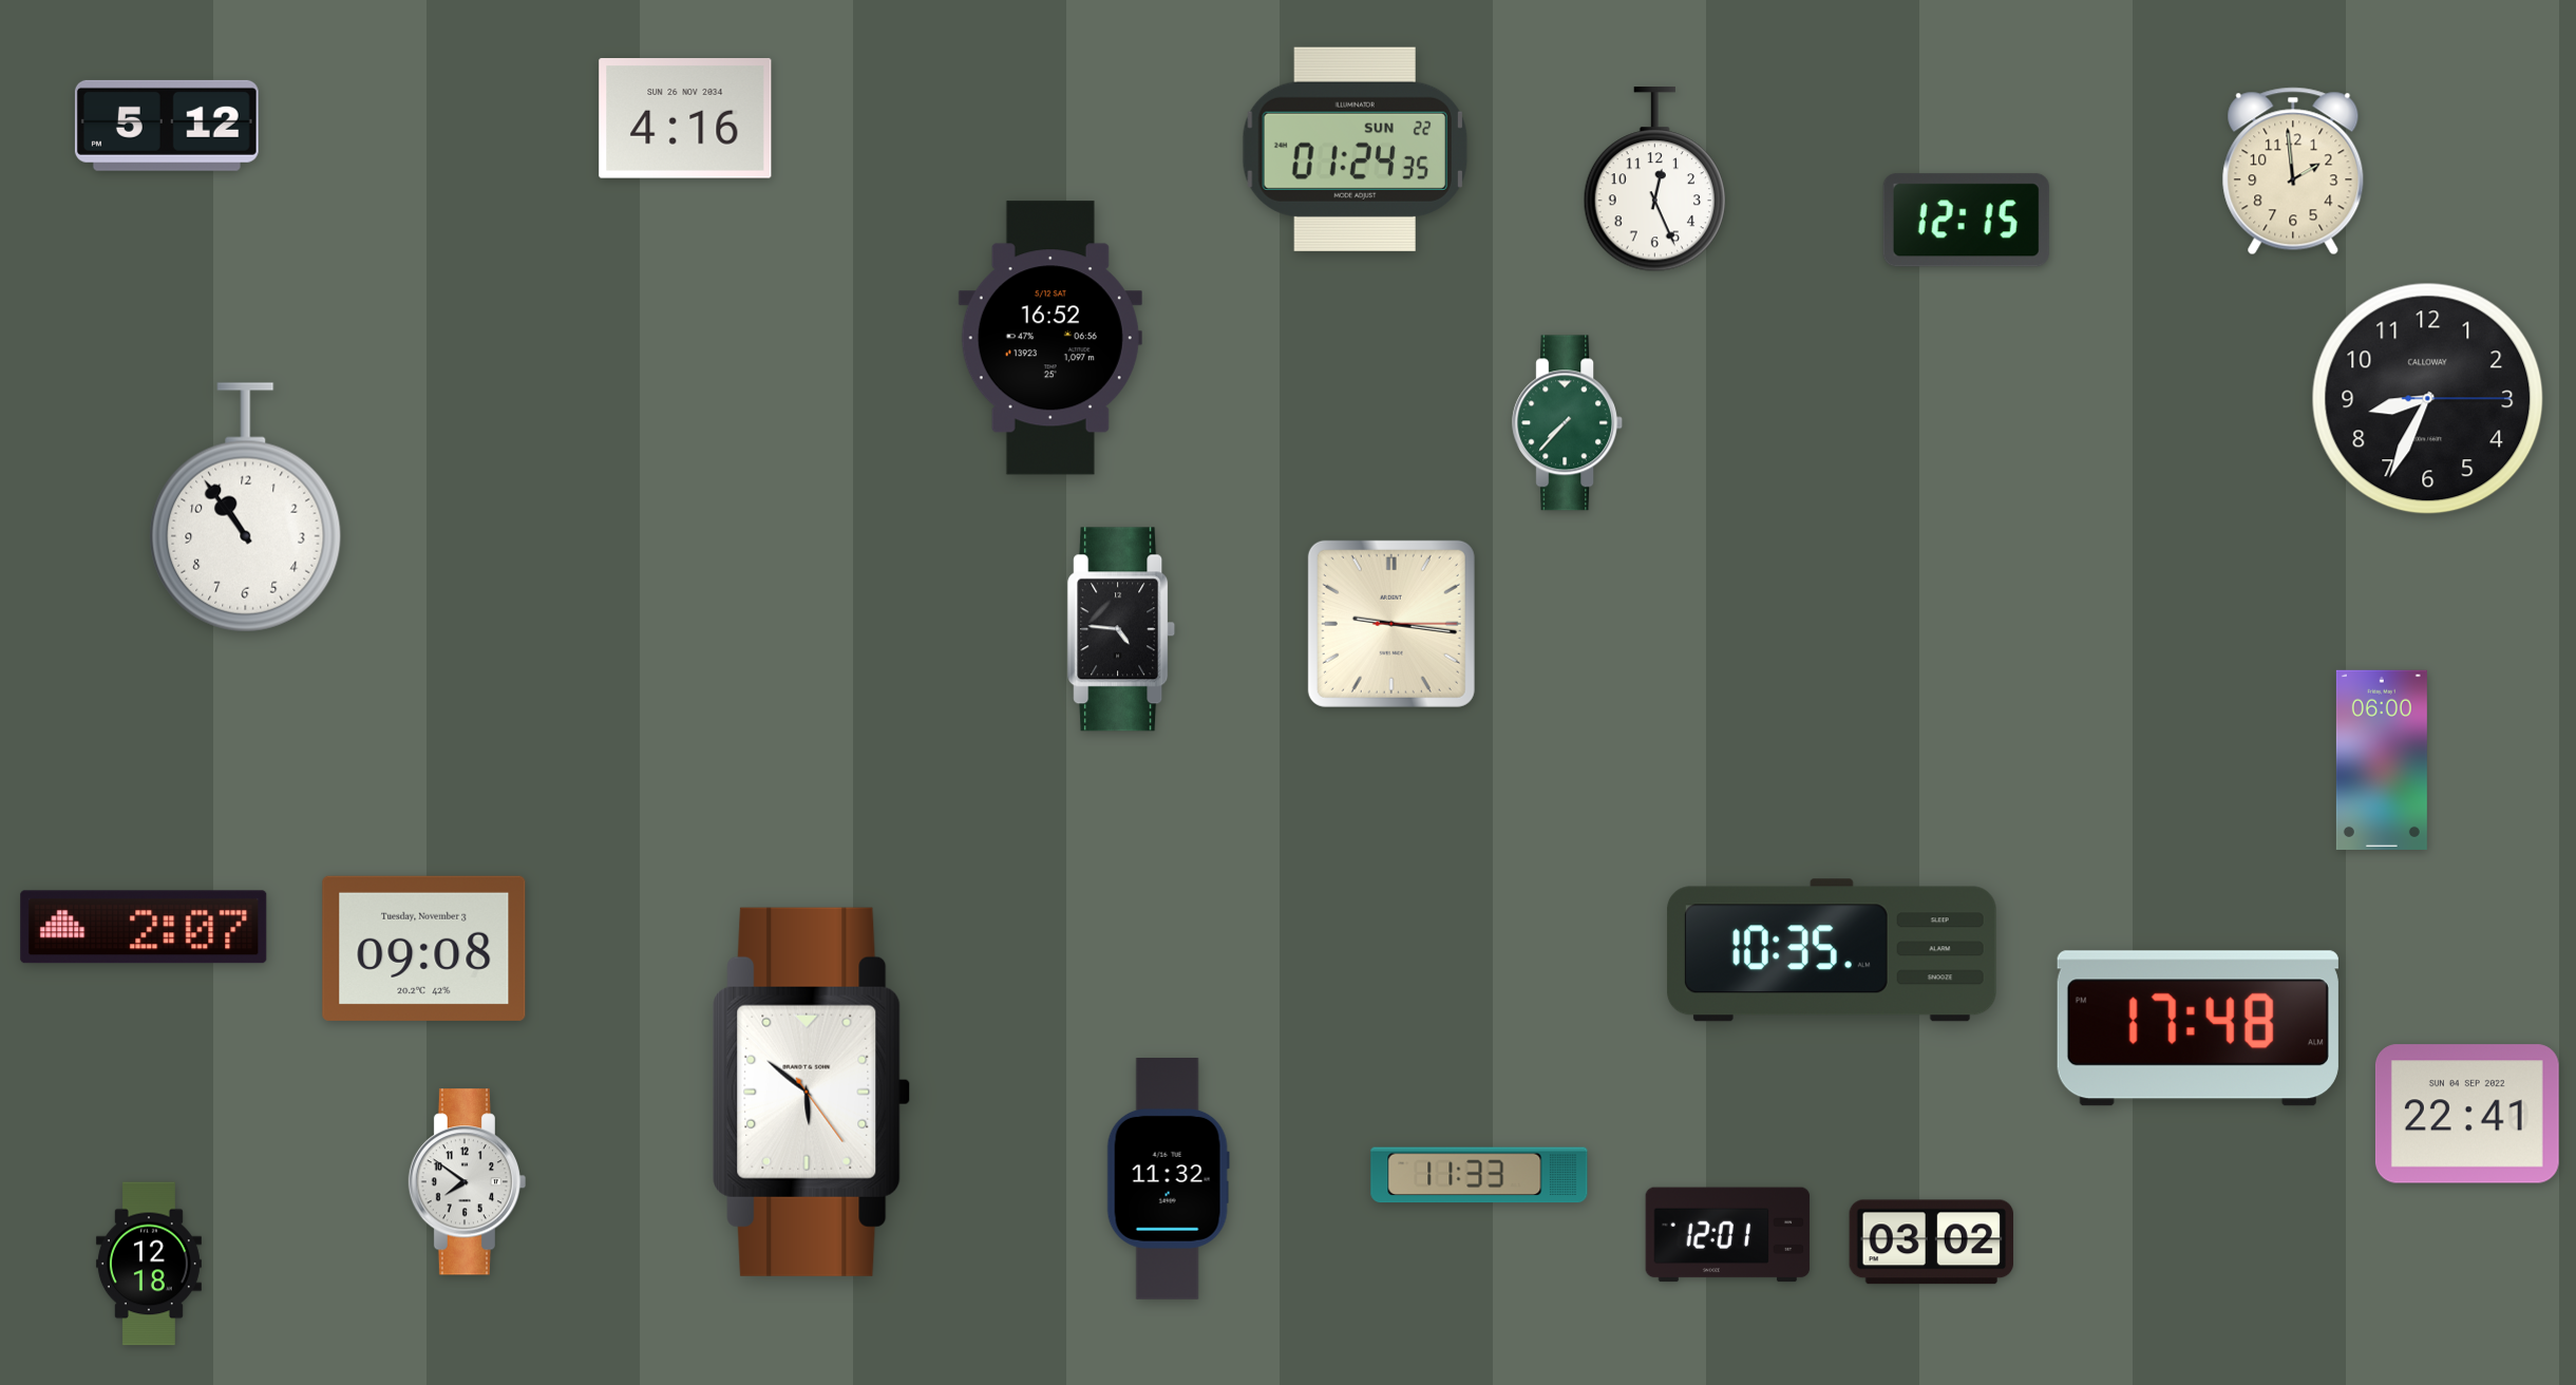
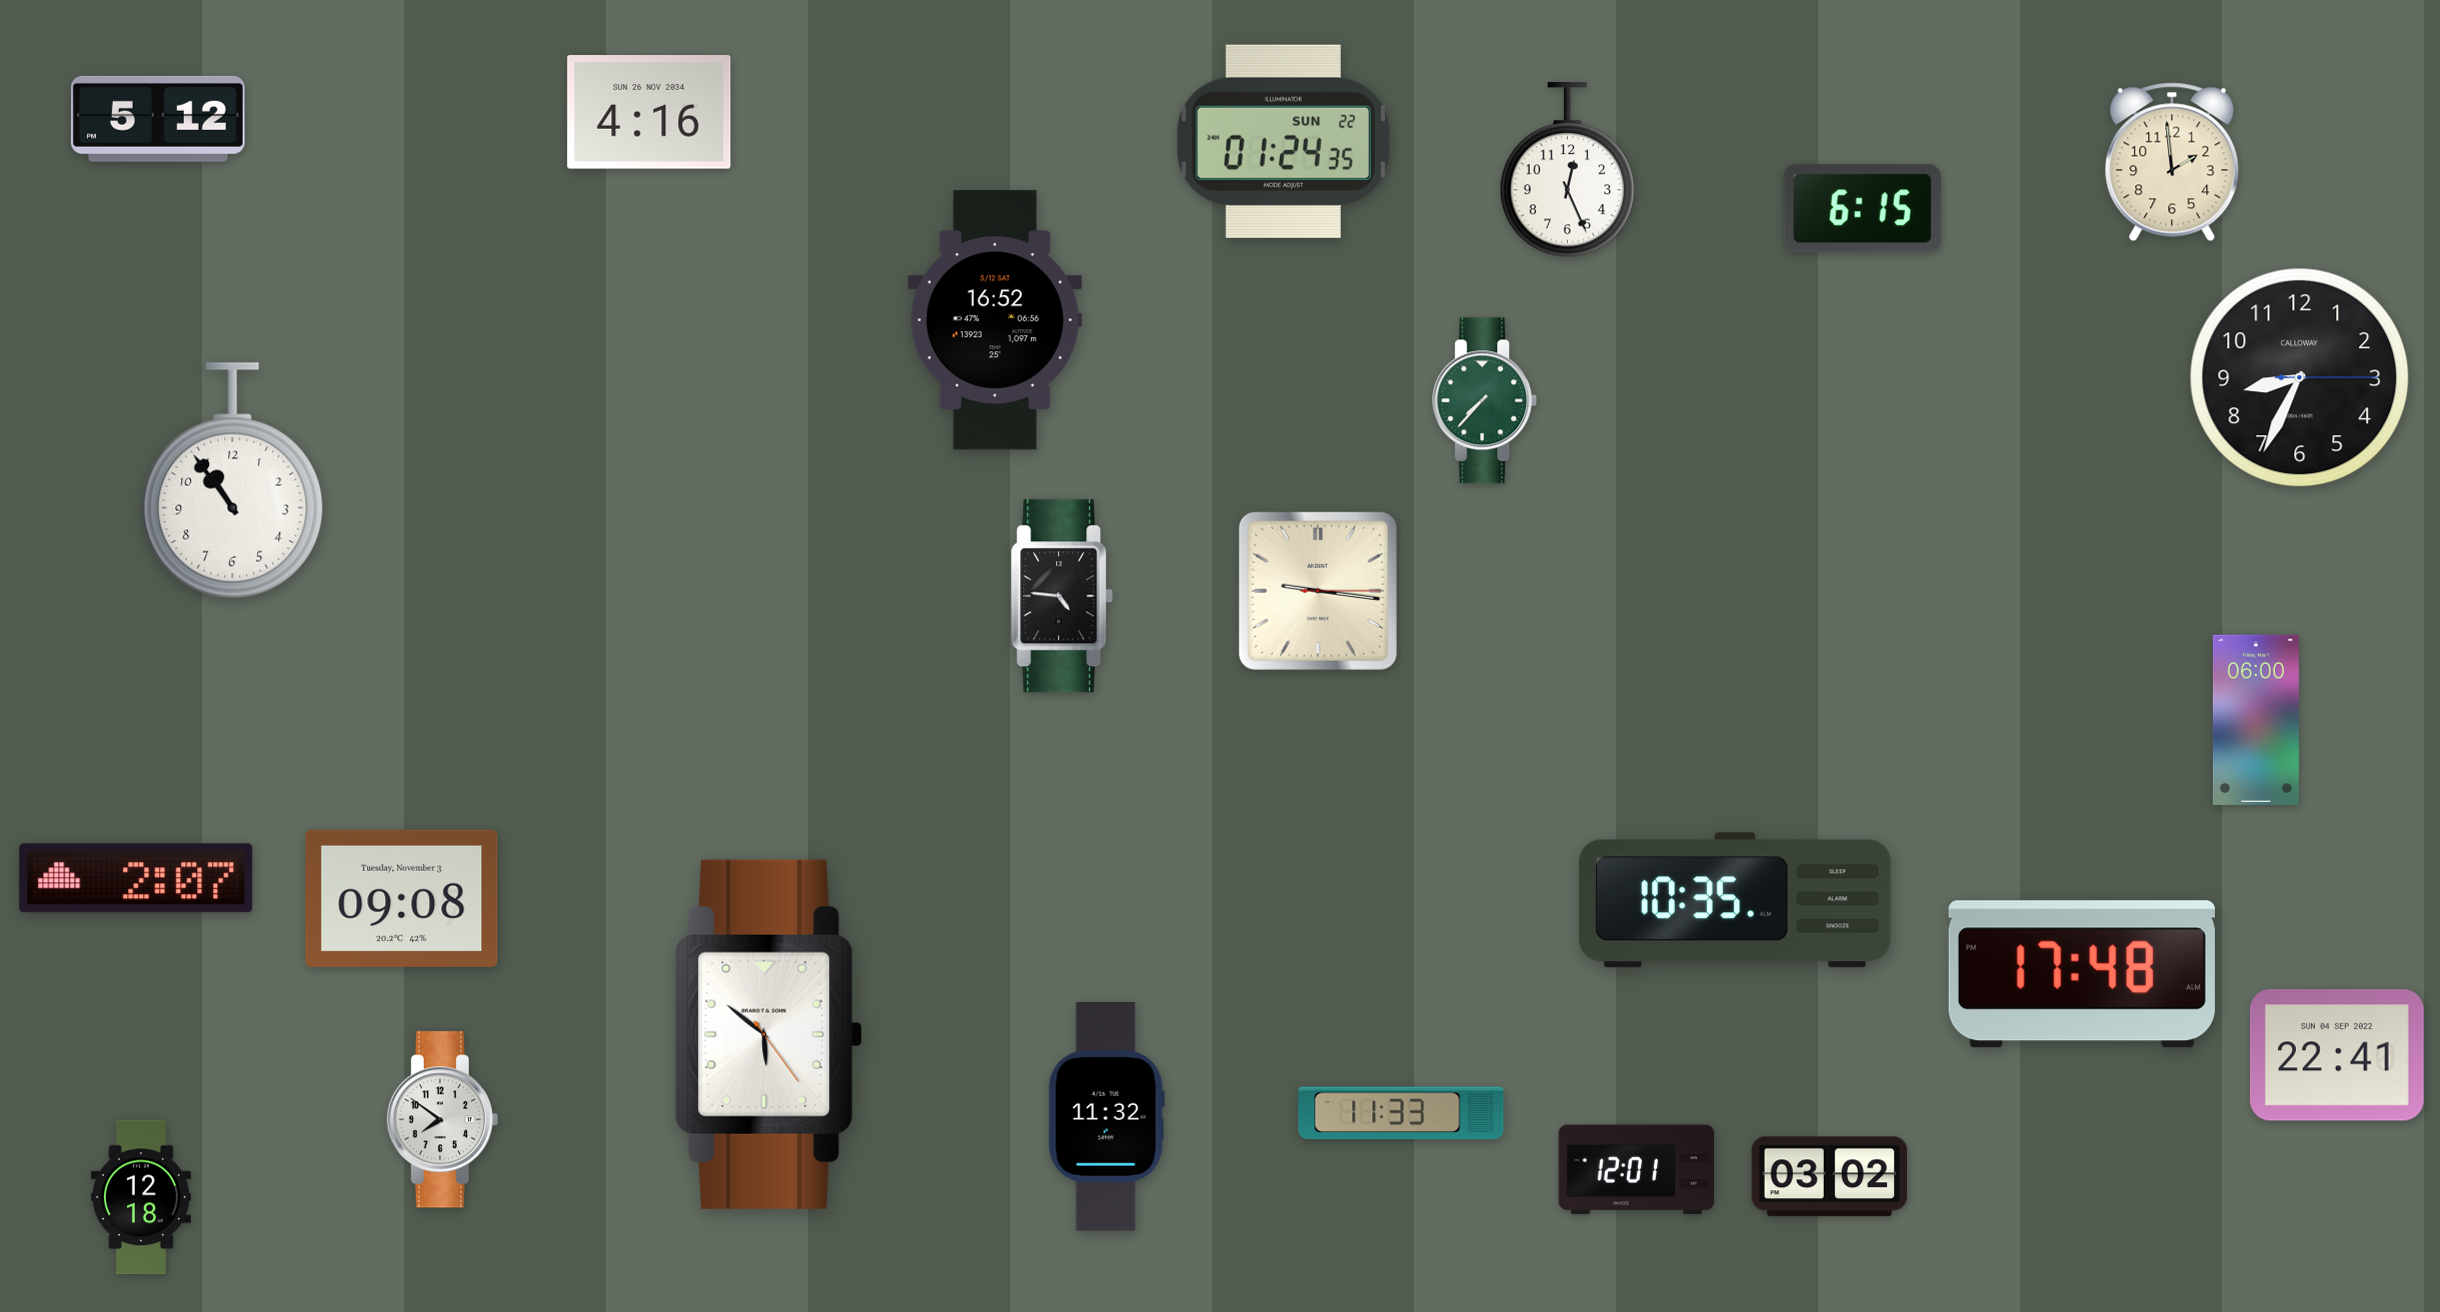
clock at (1966, 221): 12:15 -> 6:15
